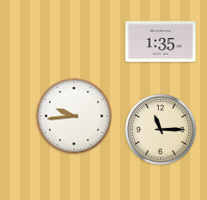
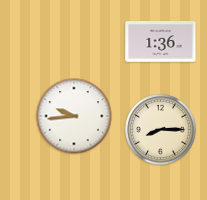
clock at (161, 42): 1:35 -> 1:36
clock at (161, 130): 11:15 -> 8:15
